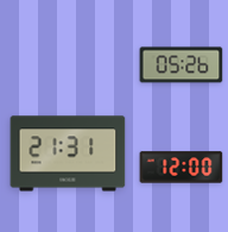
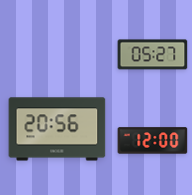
clock at (182, 65): 05:26 -> 05:27
clock at (68, 153): 21:31 -> 20:56
